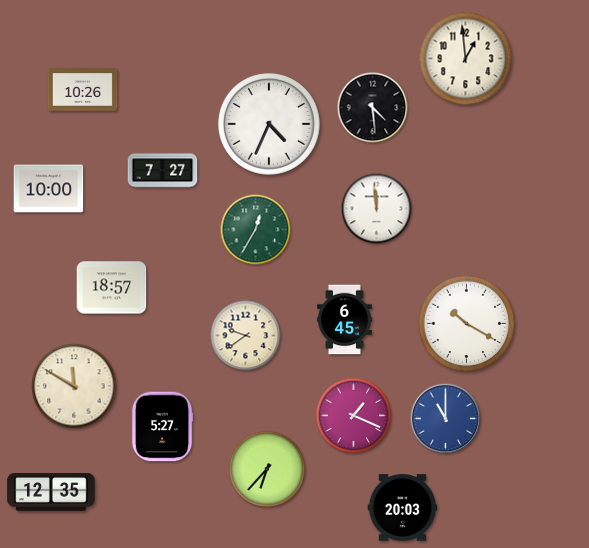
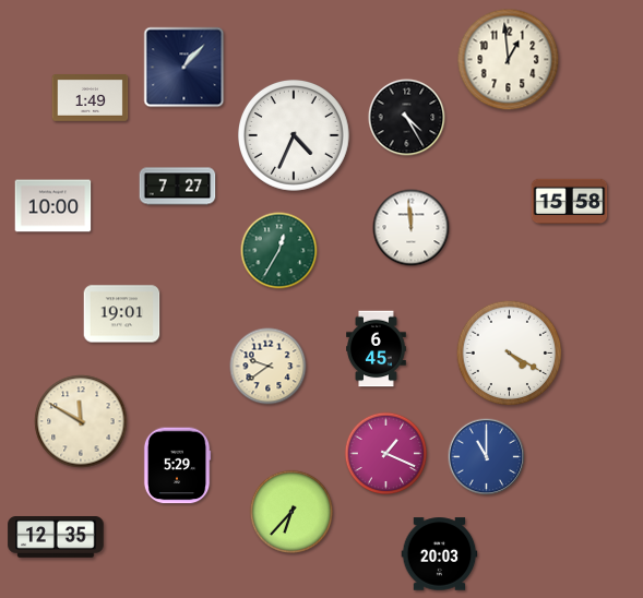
clock at (466, 59) position: (466, 59) -> (509, 60)
clock at (184, 68): none -> 1:07
clock at (83, 90): 10:26 -> 1:49
clock at (373, 108): 4:29 -> 4:25
clock at (570, 202): none -> 15:58
clock at (112, 288): 18:57 -> 19:01
clock at (467, 324): 10:20 -> 4:20
clock at (162, 427): 5:27 -> 5:29
